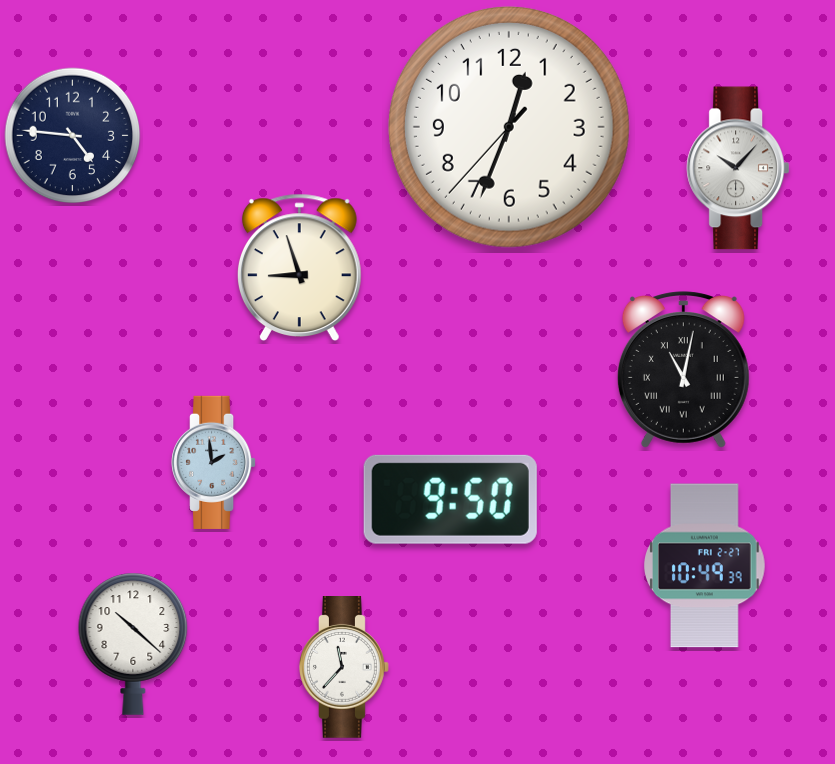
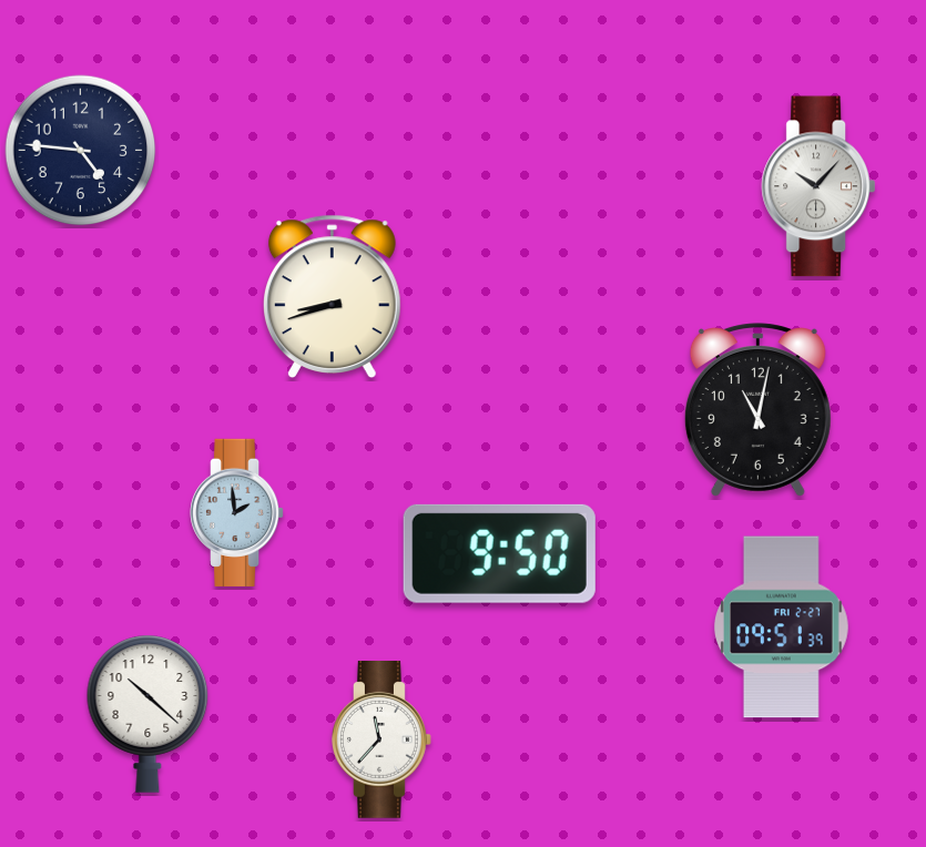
clock at (509, 127): 12:33 -> none
clock at (299, 267): 8:57 -> 8:42
clock at (683, 370) numerals: Roman -> Arabic
clock at (705, 566): 10:49 -> 09:51
